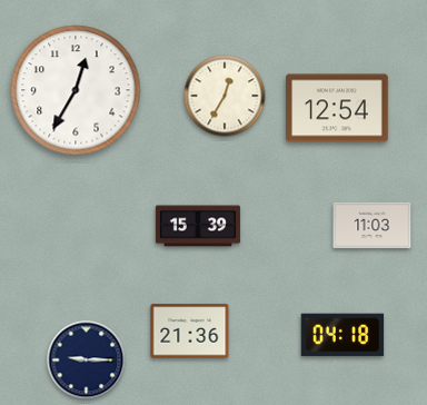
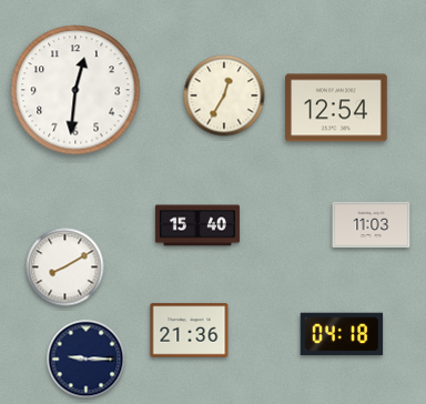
clock at (76, 90): 12:35 -> 12:31
clock at (198, 226): 15:39 -> 15:40
clock at (65, 267): none -> 8:10
